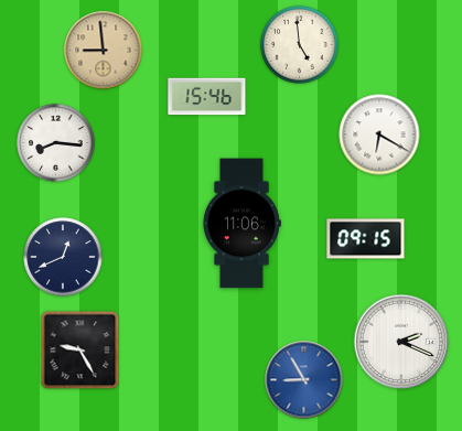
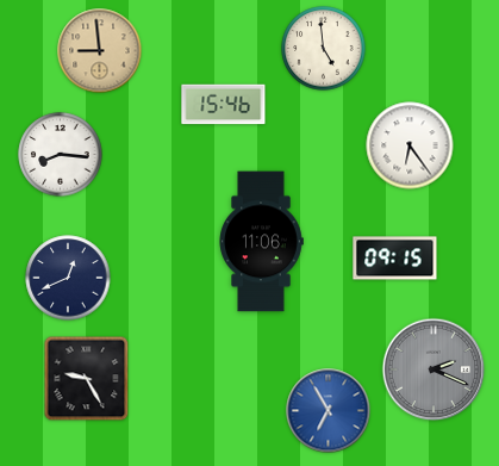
clock at (104, 51) position: (104, 51) -> (100, 51)
clock at (379, 134): 6:20 -> 6:24
clock at (401, 342) dial: white -> grey
clock at (304, 380): 8:55 -> 6:55
